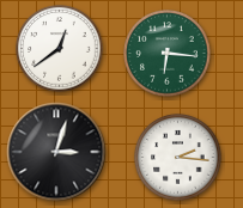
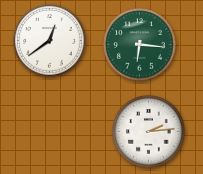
clock at (56, 152): 3:03 -> none
clock at (178, 158): 2:16 -> 2:14
